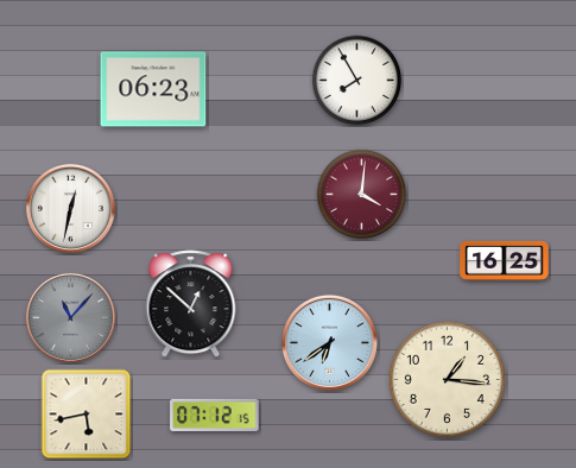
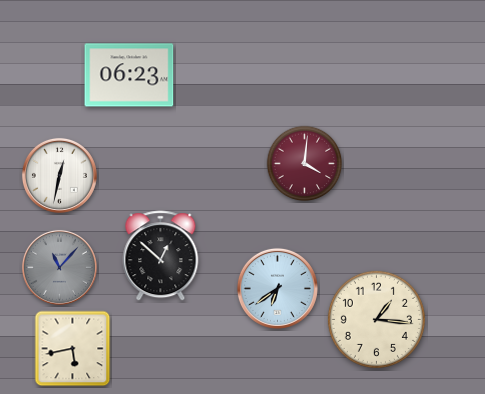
clock at (357, 81): 7:55 -> none
clock at (505, 260): 16:25 -> none
clock at (215, 415): 07:12 -> none
